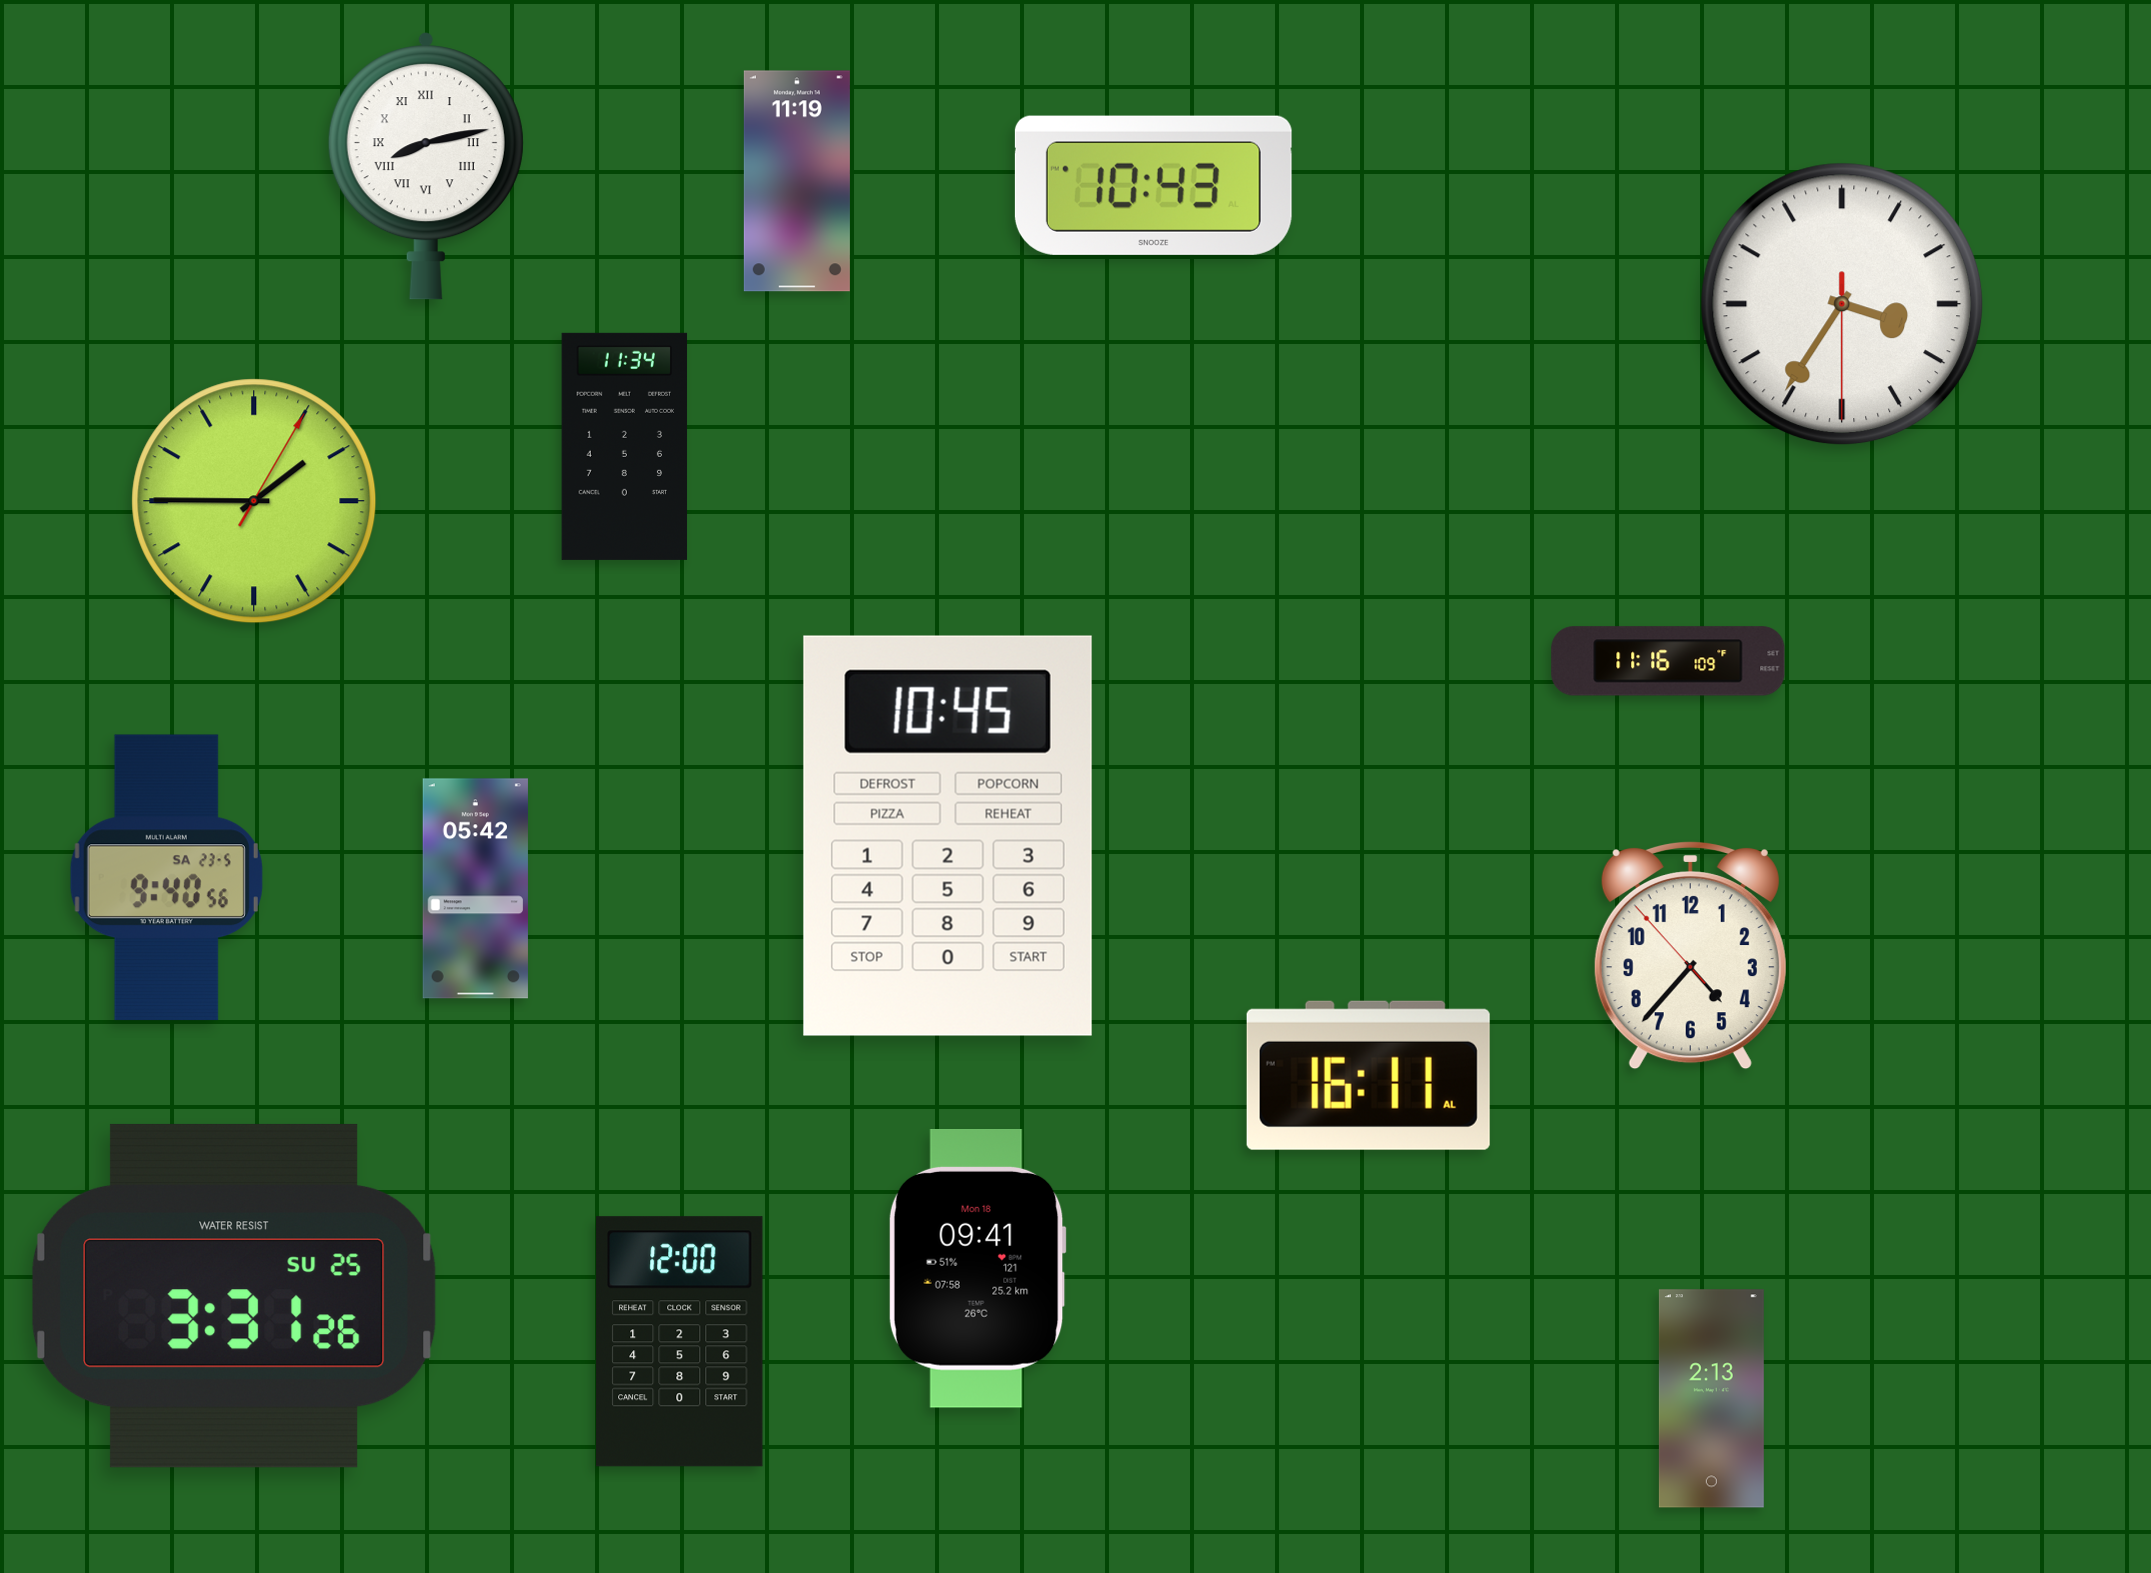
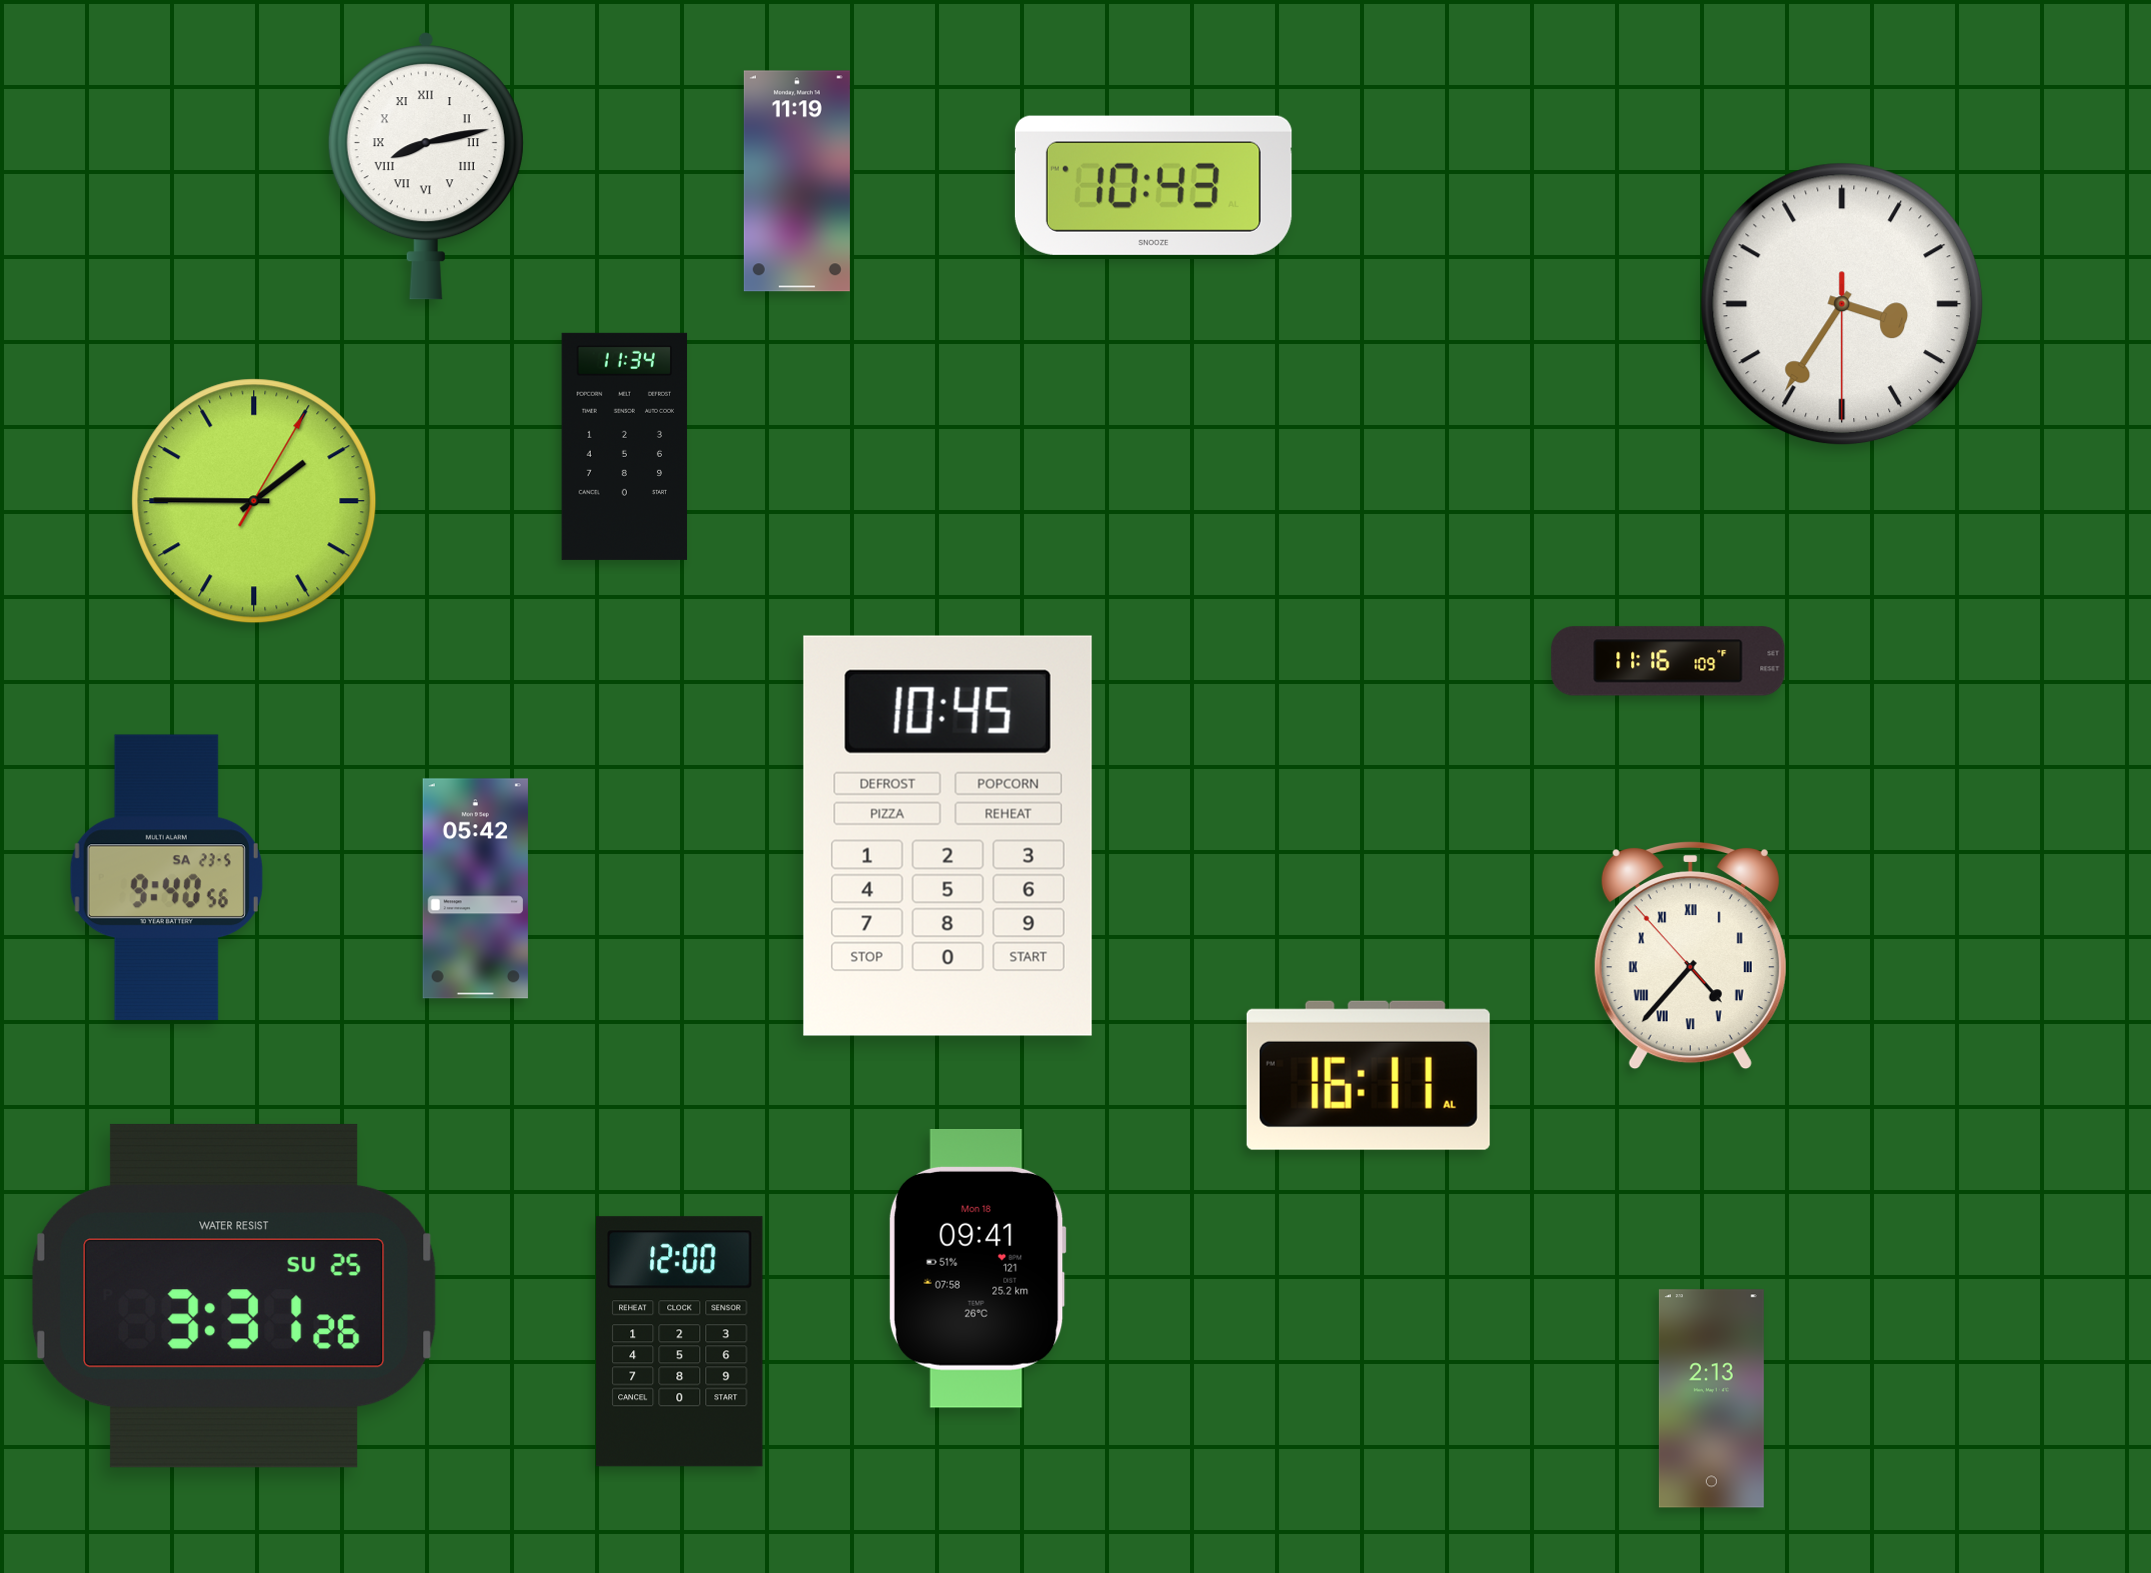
clock at (1690, 956) numerals: Arabic -> Roman
